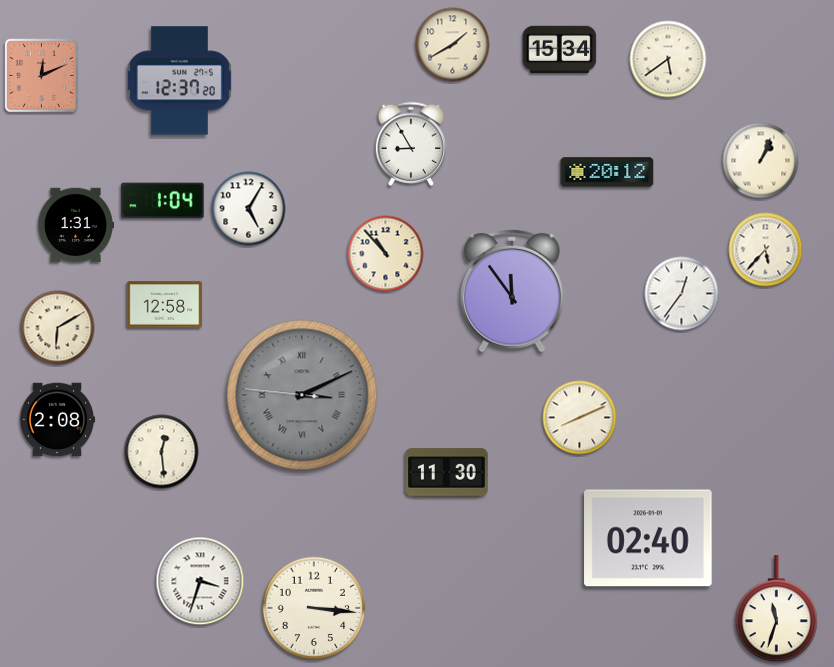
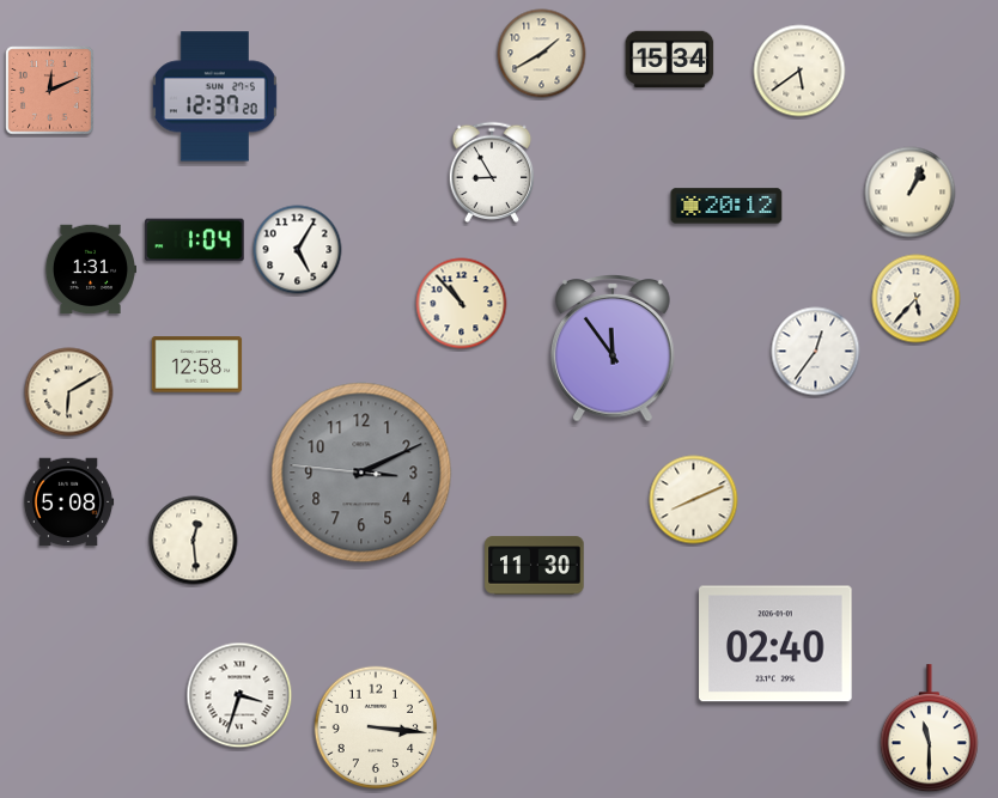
clock at (302, 395) numerals: Roman -> Arabic
clock at (57, 420): 2:08 -> 5:08
clock at (776, 609): 11:33 -> 11:30
